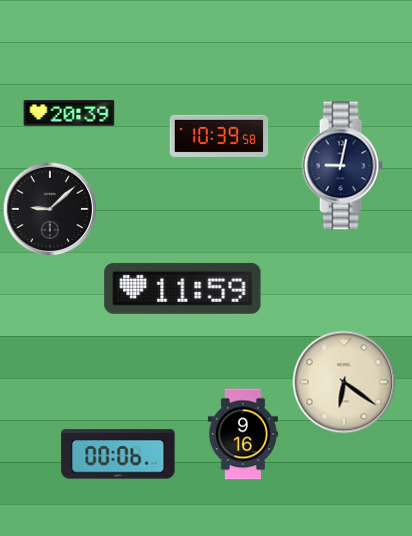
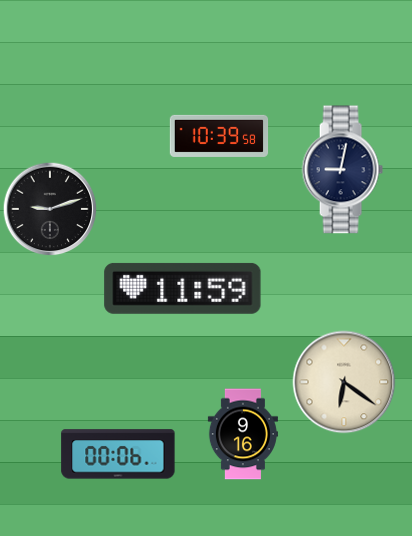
clock at (69, 113): 20:39 -> none
clock at (342, 166) position: (342, 166) -> (342, 170)
clock at (50, 209): 9:08 -> 9:12
